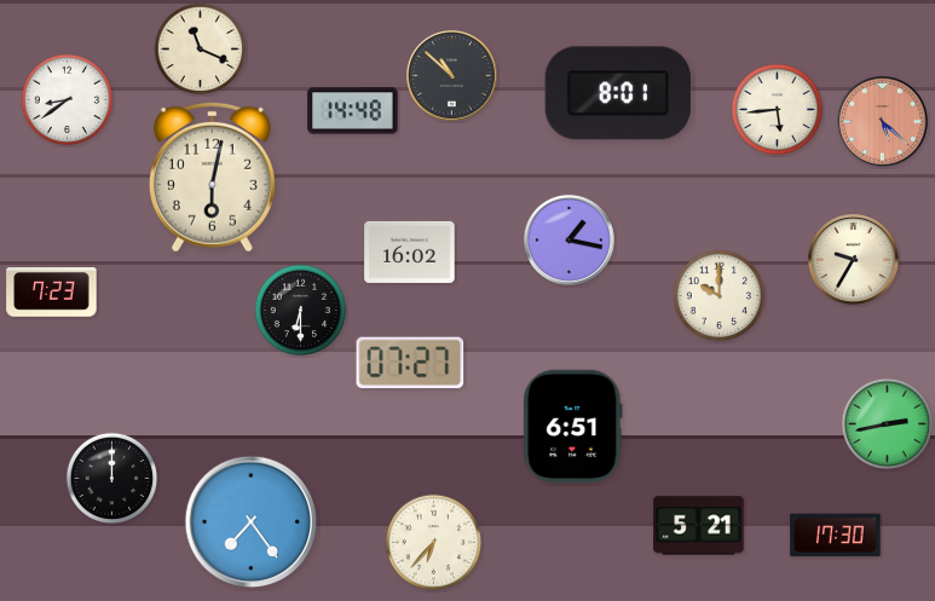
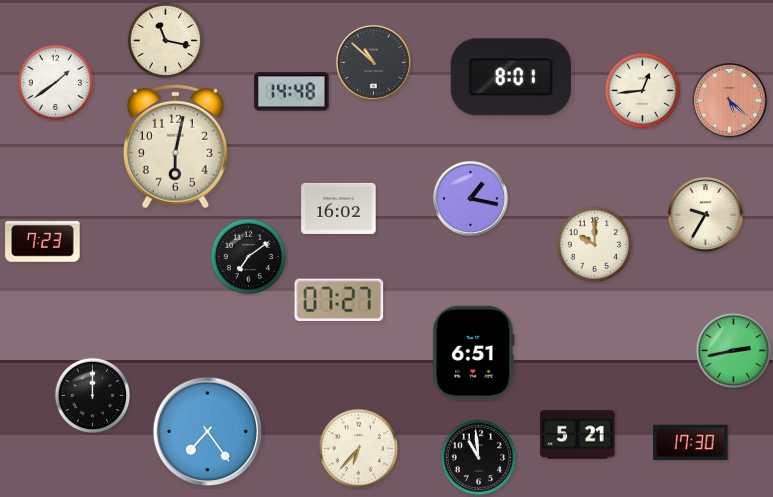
clock at (201, 50): 11:19 -> 11:17
clock at (68, 100): 8:39 -> 1:39
clock at (778, 110): 5:44 -> 12:44
clock at (301, 311): 6:30 -> 7:09
clock at (479, 458): none -> 10:59
